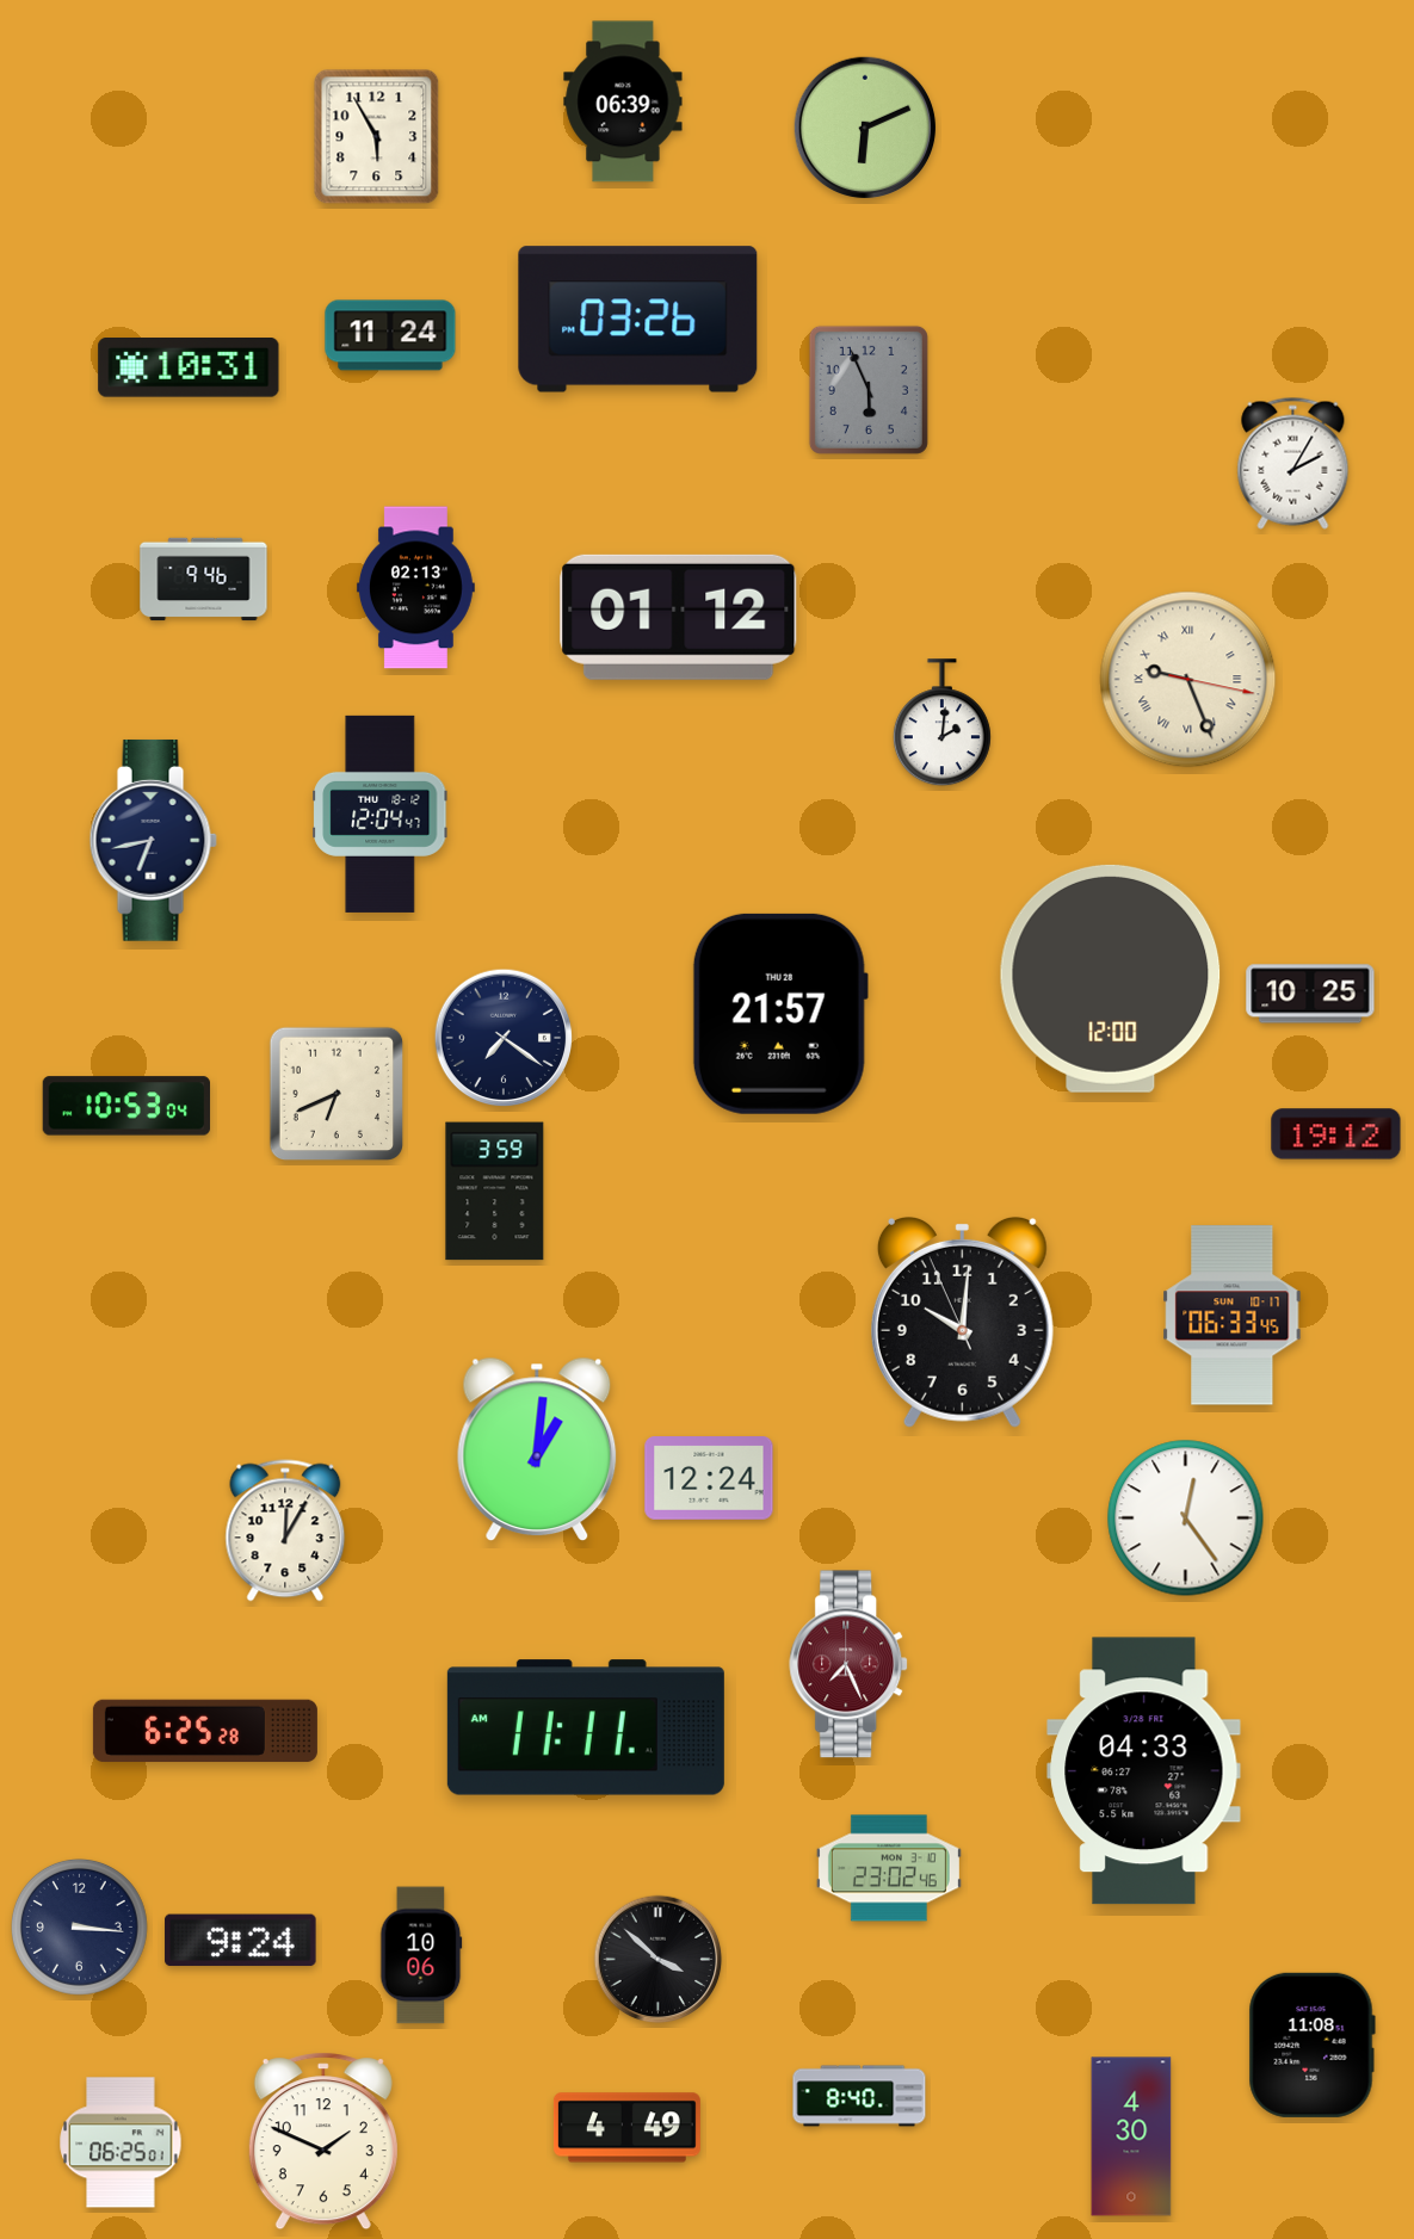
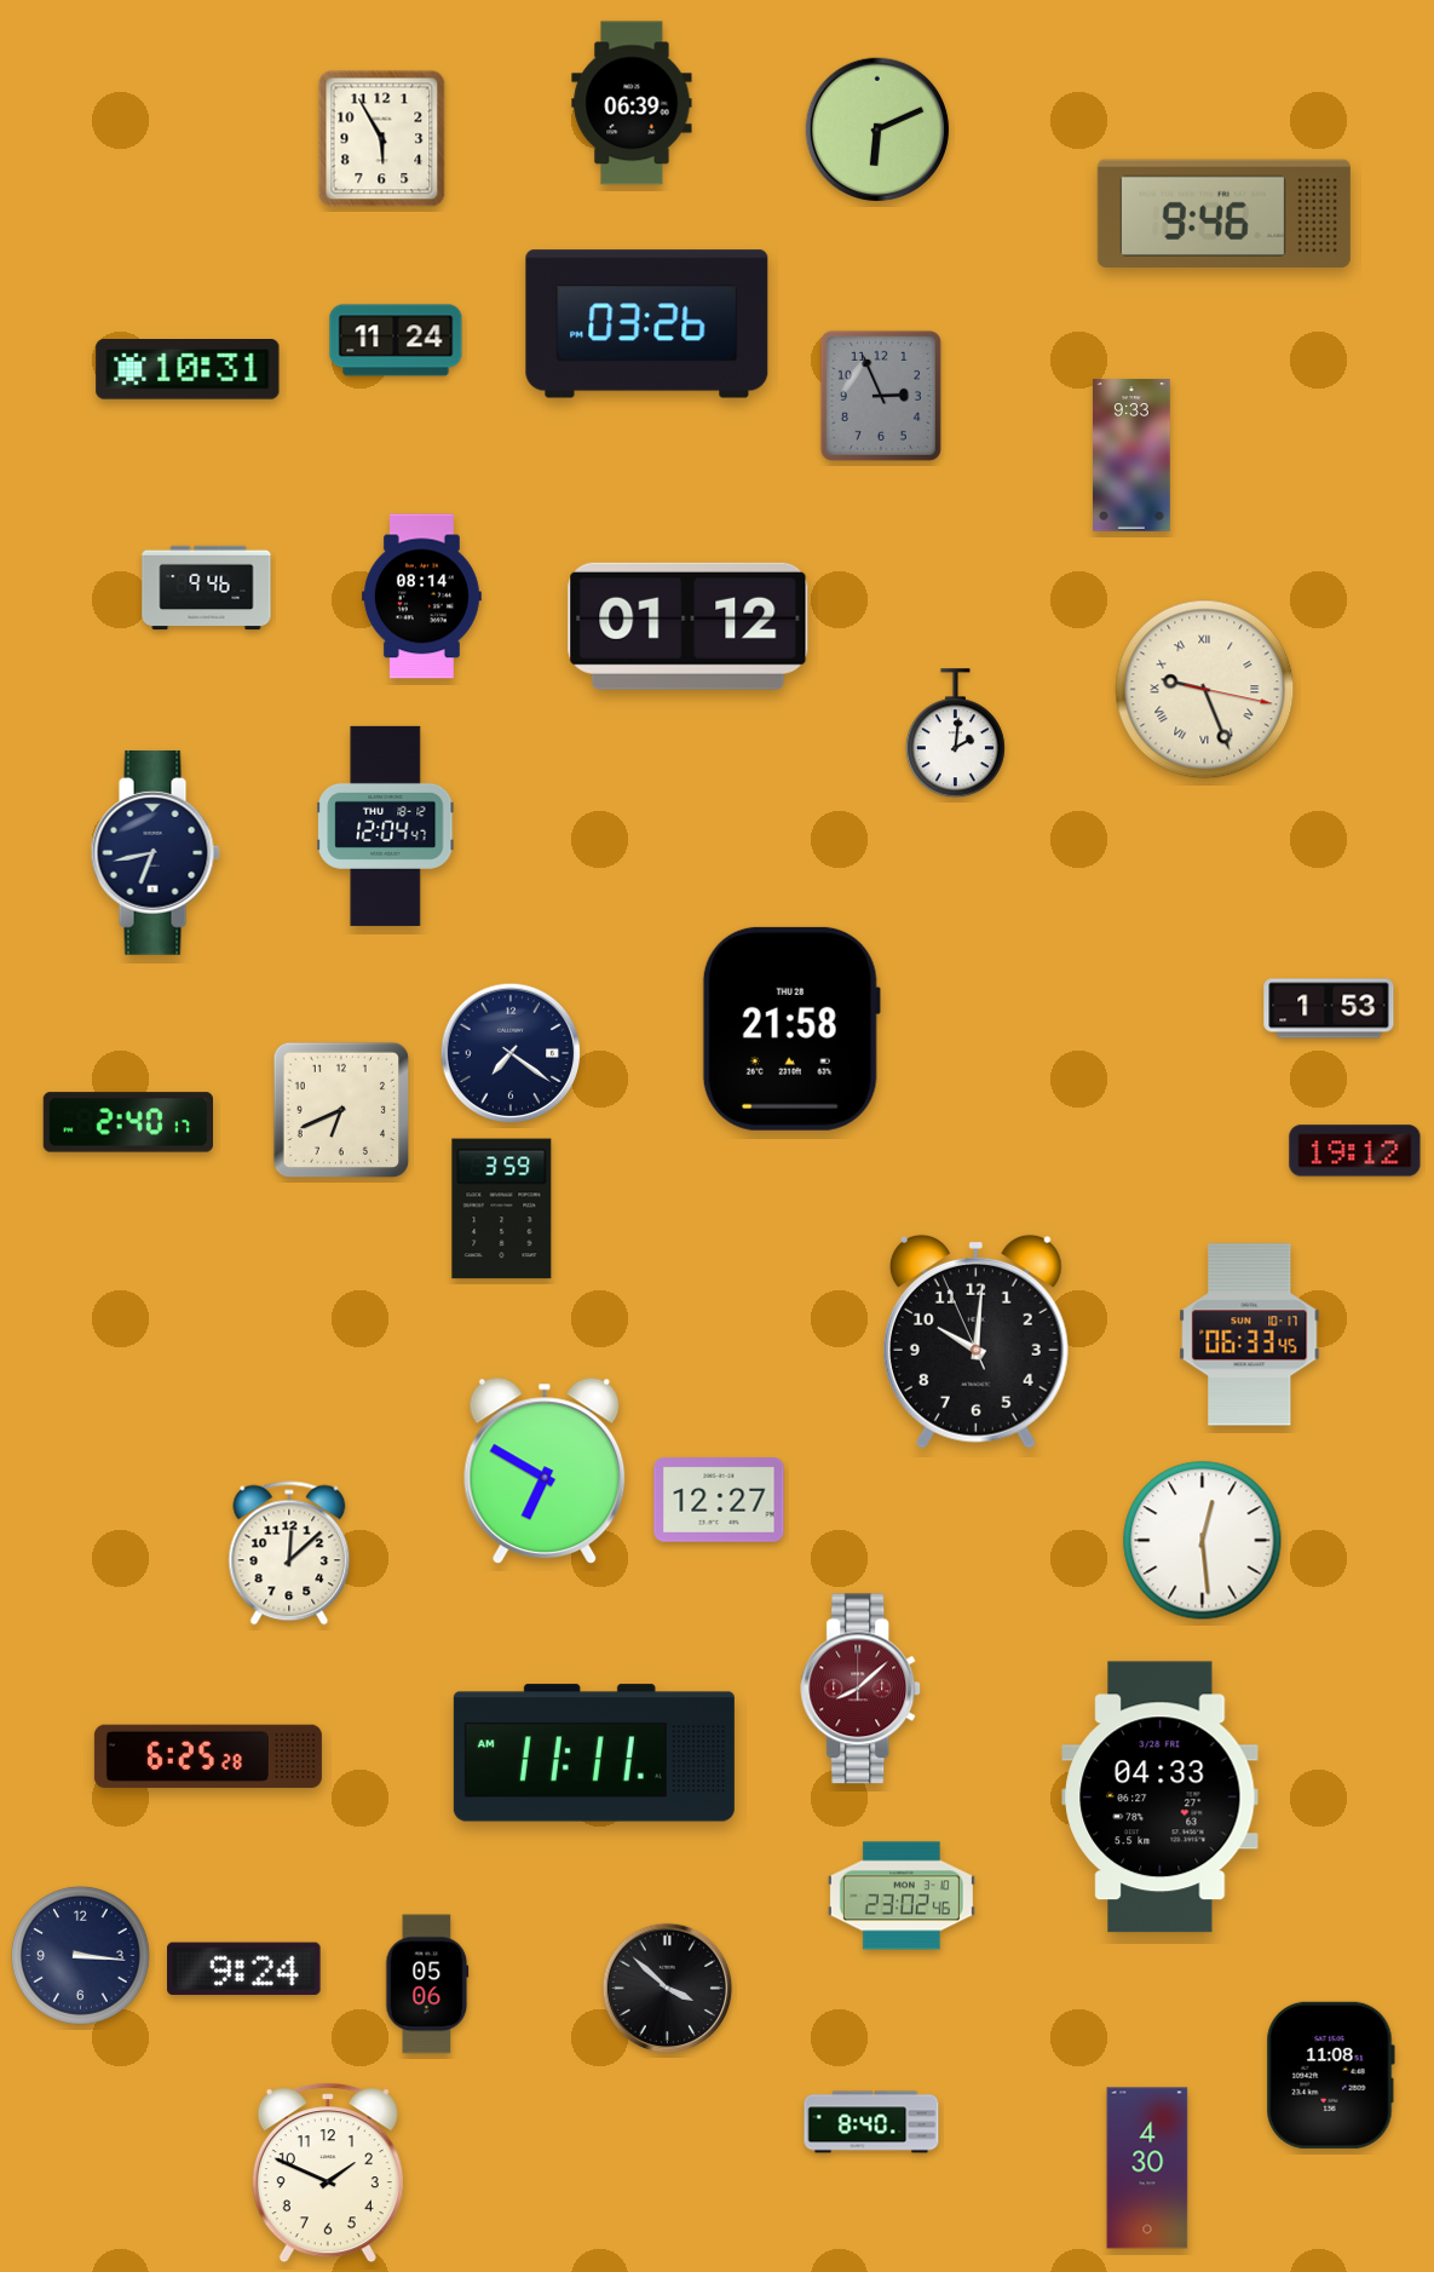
clock at (1223, 213): none -> 9:46
clock at (189, 367) position: (189, 367) -> (188, 369)
clock at (869, 390): 5:56 -> 2:56
clock at (1133, 455): none -> 9:33
clock at (1293, 463): 2:05 -> none
clock at (415, 588): 02:13 -> 08:14
clock at (1111, 978): 12:00 -> none
clock at (1310, 994): 10:25 -> 1:53
clock at (780, 1014): 21:57 -> 21:58
clock at (125, 1106): 10:53 -> 2:40
clock at (537, 1449): 1:01 -> 6:50
clock at (709, 1478): 12:24 -> 12:27
clock at (1186, 1519): 12:24 -> 12:29
clock at (285, 1530): 12:05 -> 12:08
clock at (850, 1664): 7:26 -> 8:08
clock at (421, 1955): 10:06 -> 05:06
clock at (859, 2096) position: (859, 2096) -> (871, 2122)
clock at (626, 2128): 4:49 -> none
clock at (121, 2142): 06:25 -> none
